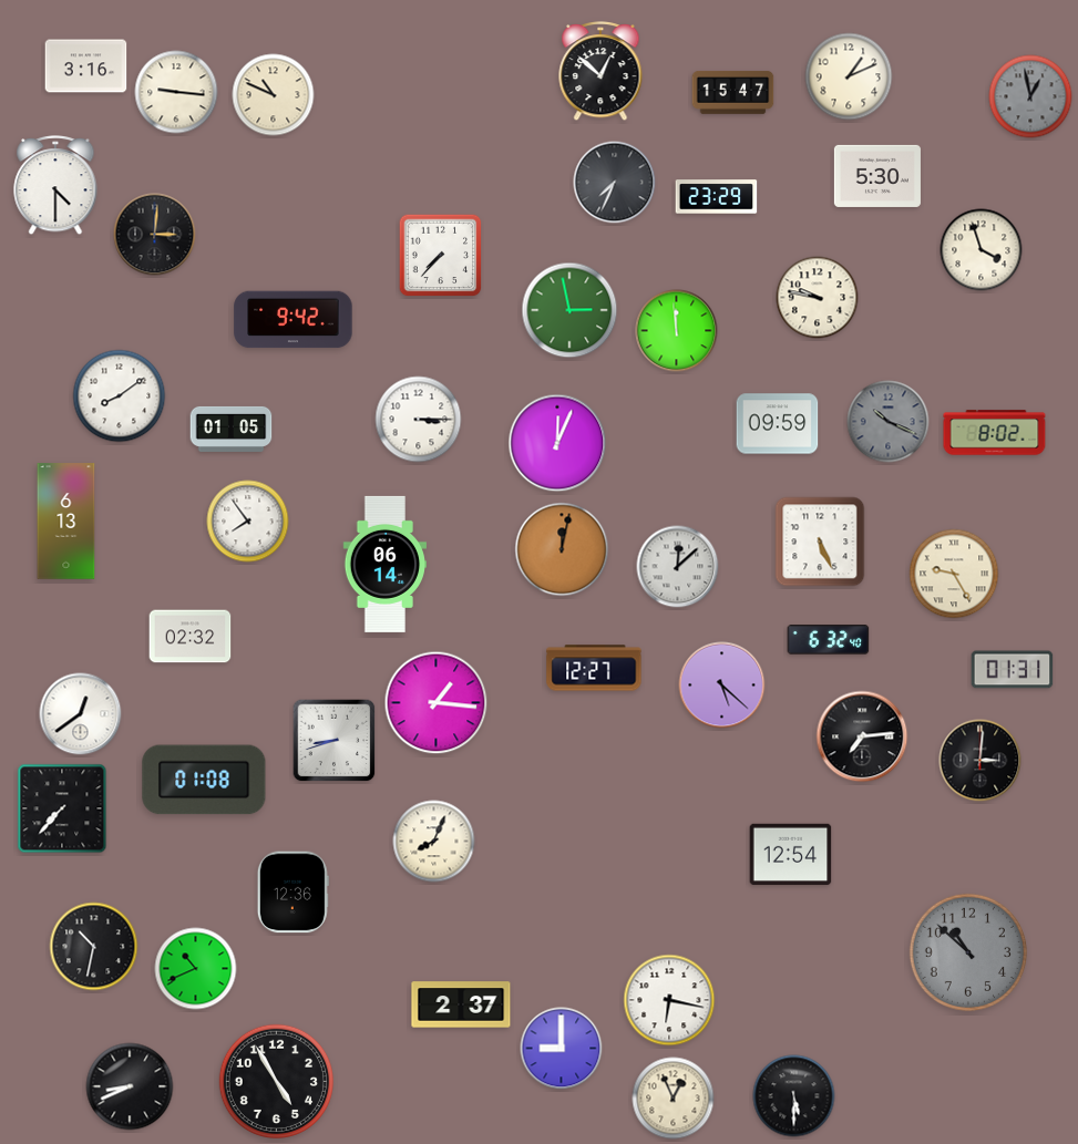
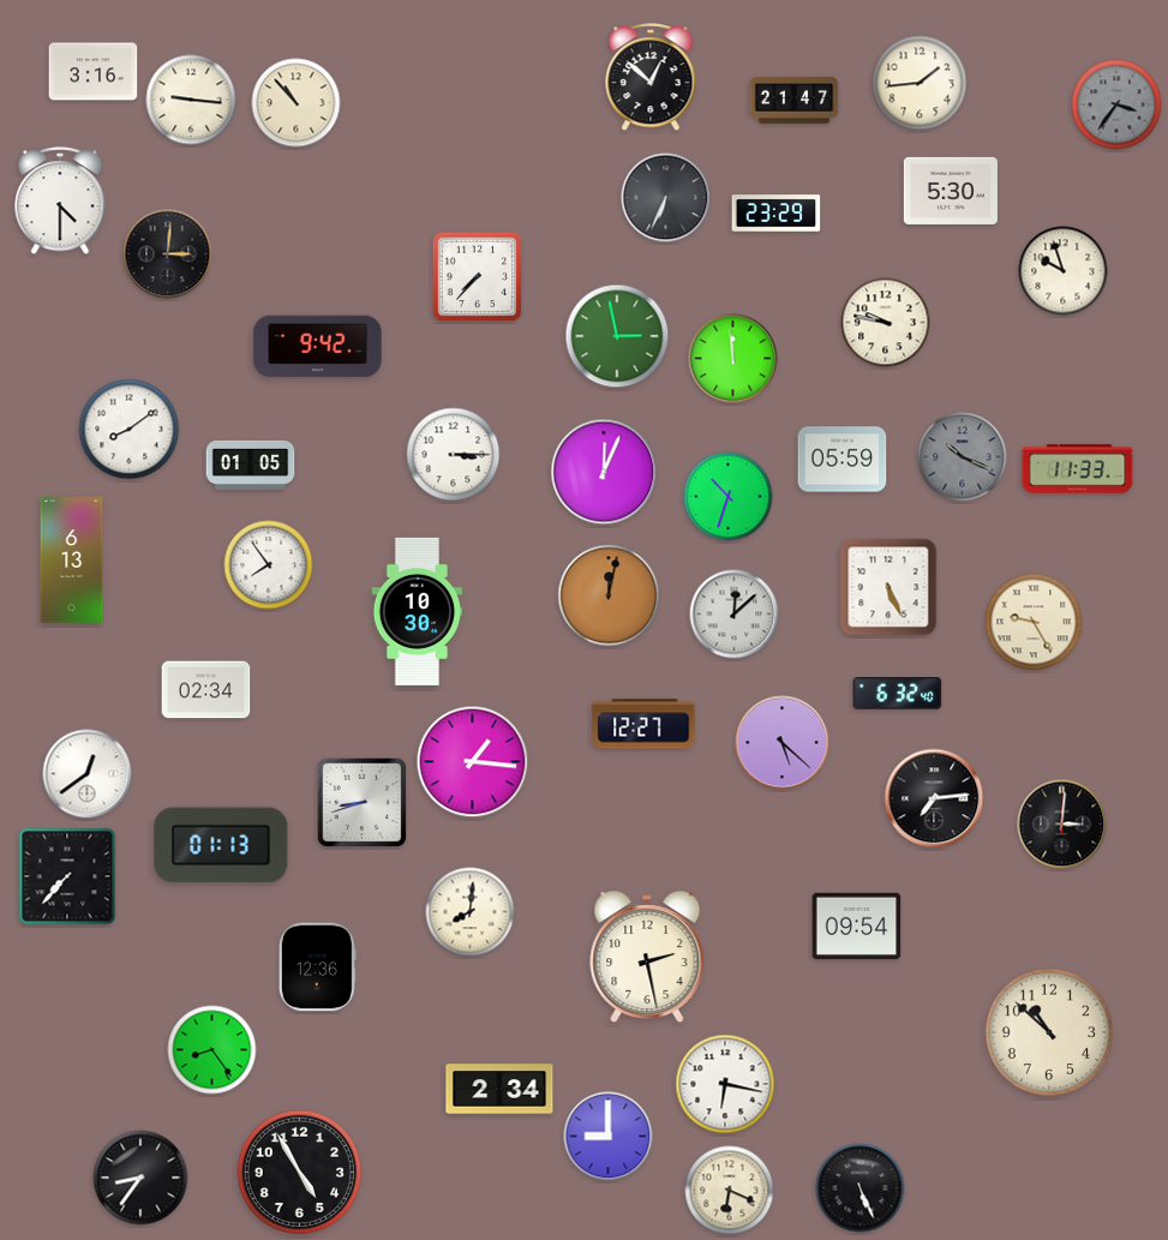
clock at (849, 76): 1:11 -> 1:44
clock at (733, 92): 15:47 -> 21:47
clock at (274, 95): 10:49 -> 10:53
clock at (1030, 96): 12:58 -> 3:36
clock at (615, 183): 7:34 -> 6:34
clock at (982, 250): 3:57 -> 9:57
clock at (778, 424): 09:59 -> 05:59
clock at (995, 433): 8:02 -> 11:33
clock at (557, 443) position: (557, 443) -> (604, 472)
clock at (729, 497): none -> 10:33
clock at (66, 522) position: (66, 522) -> (72, 561)
clock at (384, 564): 06:14 -> 10:30
clock at (191, 637): 02:32 -> 02:34
clock at (1013, 670): 01:31 -> none
clock at (204, 780): 01:08 -> 01:13
clock at (434, 842): 8:04 -> 8:01
clock at (791, 855): 12:54 -> 09:54
clock at (647, 958): none -> 2:28
clock at (94, 947): 10:32 -> none
clock at (968, 952) dial: grey -> cream
clock at (196, 969): 10:41 -> 8:24
clock at (461, 1004): 2:37 -> 2:34
clock at (130, 1086): 8:41 -> 8:36
clock at (794, 1096): 5:30 -> 5:26
clock at (674, 1099): 12:56 -> 6:19
